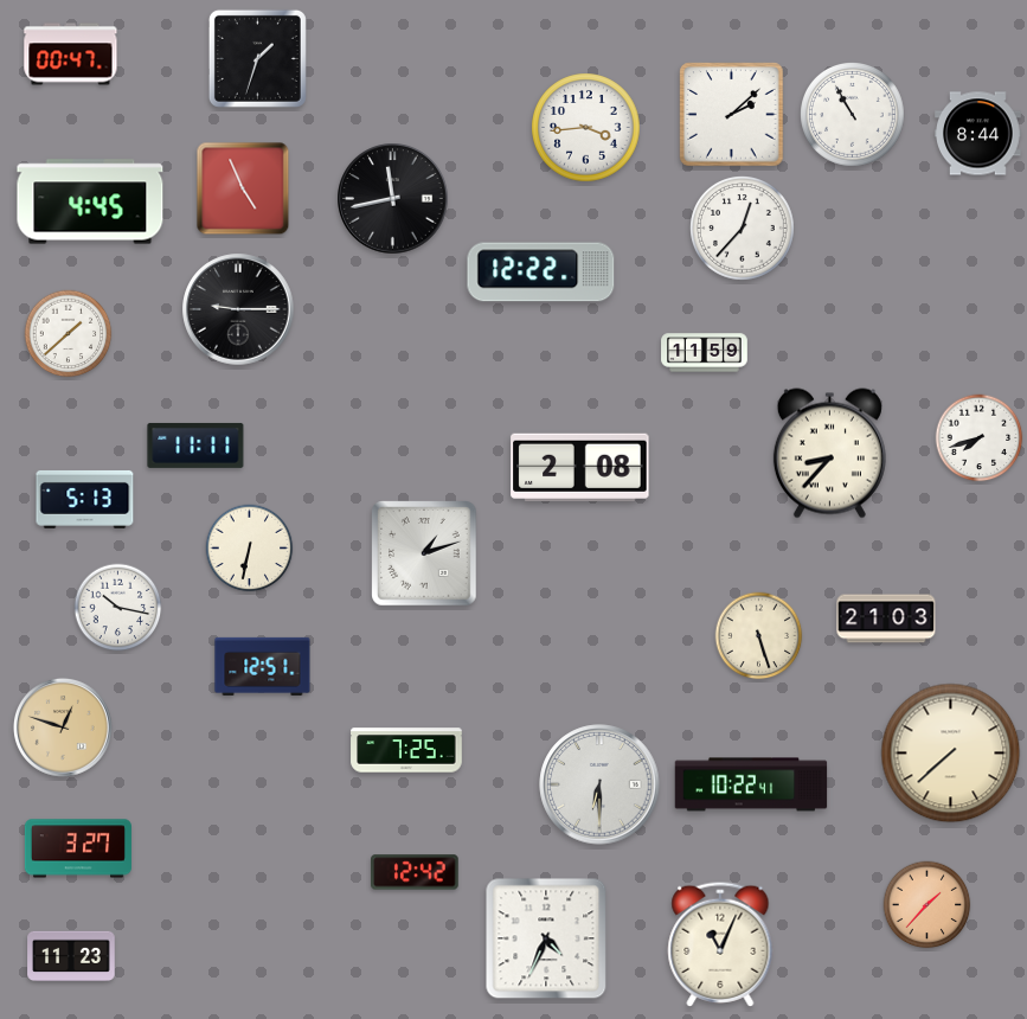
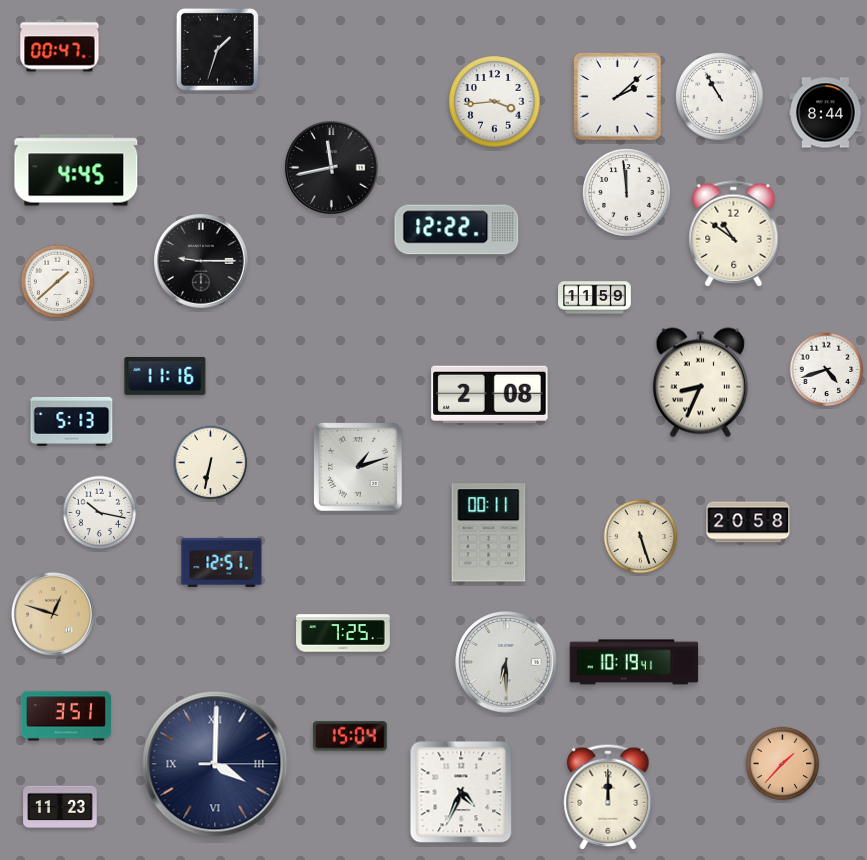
clock at (586, 128) position: (586, 128) -> (495, 102)
clock at (243, 188): 4:56 -> none
clock at (743, 229): 12:37 -> 11:59
clock at (734, 234): none -> 10:51
clock at (980, 438): 7:42 -> 4:42
clock at (195, 446): 11:11 -> 11:16
clock at (829, 454): 8:37 -> 8:34
clock at (886, 619): 21:03 -> 20:58
clock at (489, 533): none -> 00:11
clock at (951, 754): 7:38 -> none
clock at (751, 784): 10:22 -> 10:19
clock at (78, 848): 3:27 -> 3:51
clock at (415, 872): 12:42 -> 15:04
clock at (215, 764): none -> 4:00
clock at (720, 944): 11:04 -> 12:00
